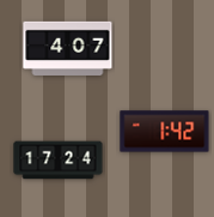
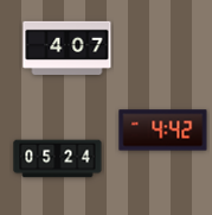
clock at (165, 132): 1:42 -> 4:42
clock at (59, 161): 17:24 -> 05:24
